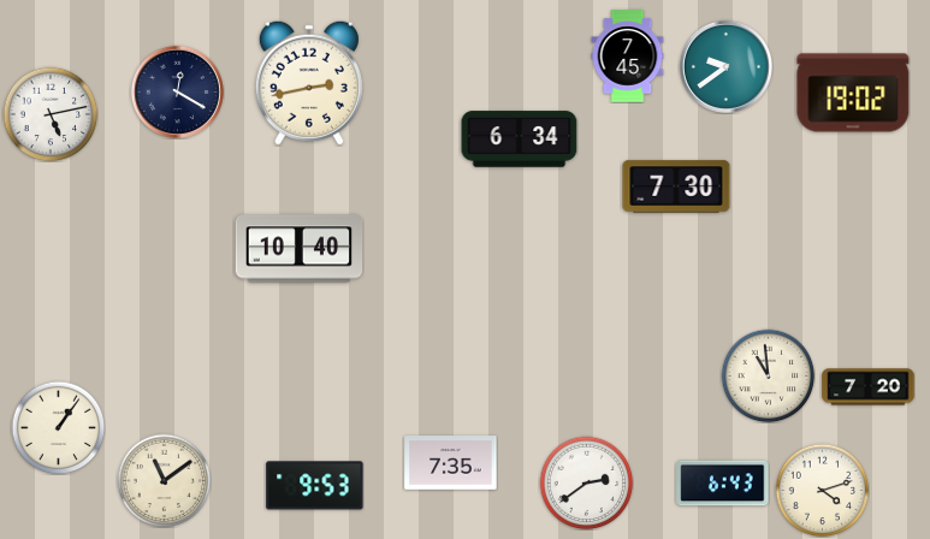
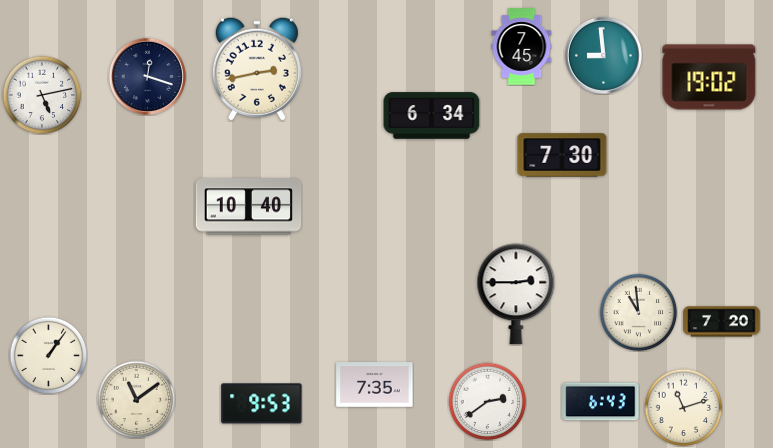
clock at (725, 66): 9:39 -> 8:59
clock at (177, 91): 12:20 -> 12:18
clock at (516, 294): none -> 2:45
clock at (822, 490): 4:12 -> 11:12
